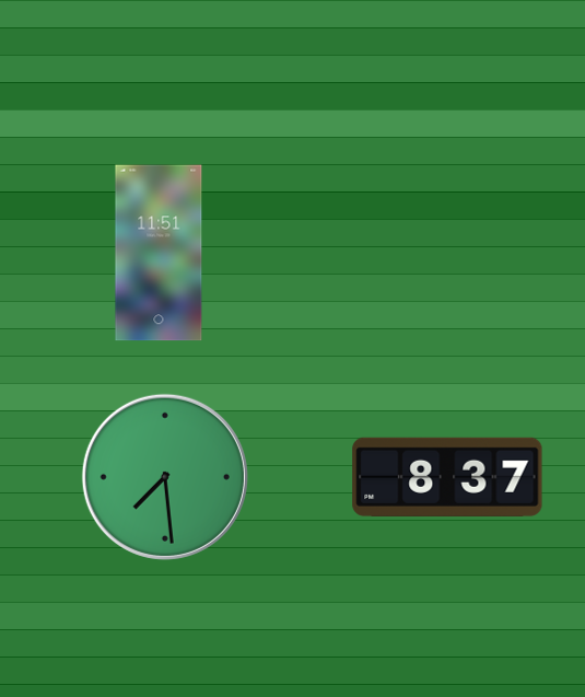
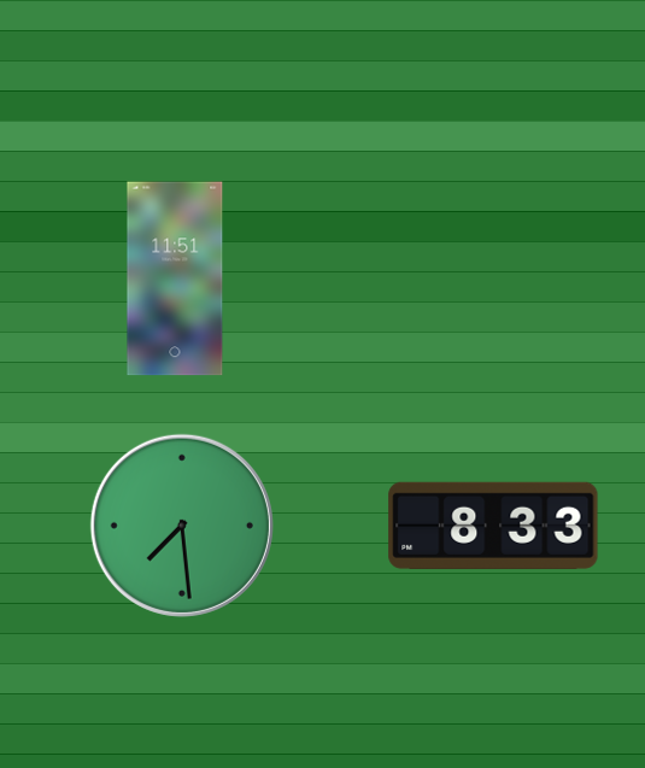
clock at (447, 477): 8:37 -> 8:33
